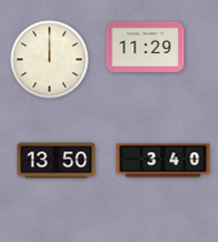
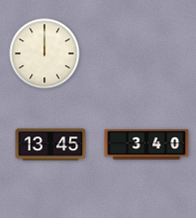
clock at (146, 47): 11:29 -> none
clock at (57, 161): 13:50 -> 13:45
